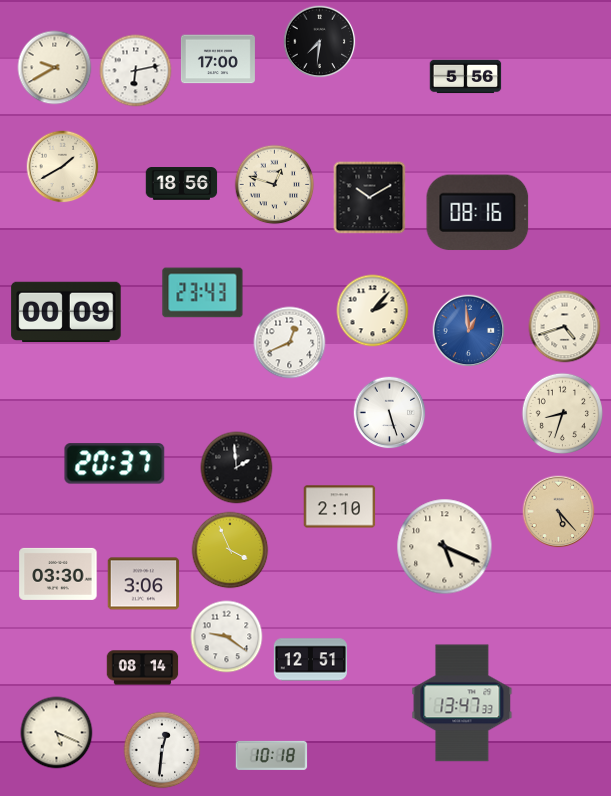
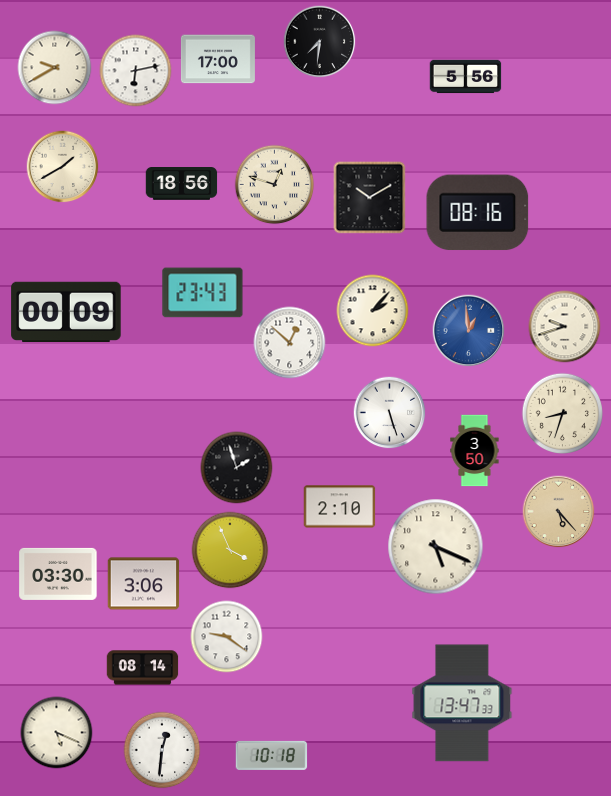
clock at (565, 327): 4:42 -> 9:42
clock at (290, 343): 12:41 -> 12:52
clock at (475, 451): none -> 3:50
clock at (115, 464): 20:37 -> none
clock at (237, 468): 1:59 -> 1:57
clock at (445, 547) position: (445, 547) -> (436, 547)
clock at (310, 660): 12:51 -> none
